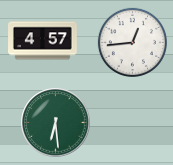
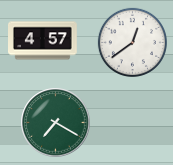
clock at (132, 42): 12:44 -> 12:39
clock at (56, 123): 6:29 -> 7:20
